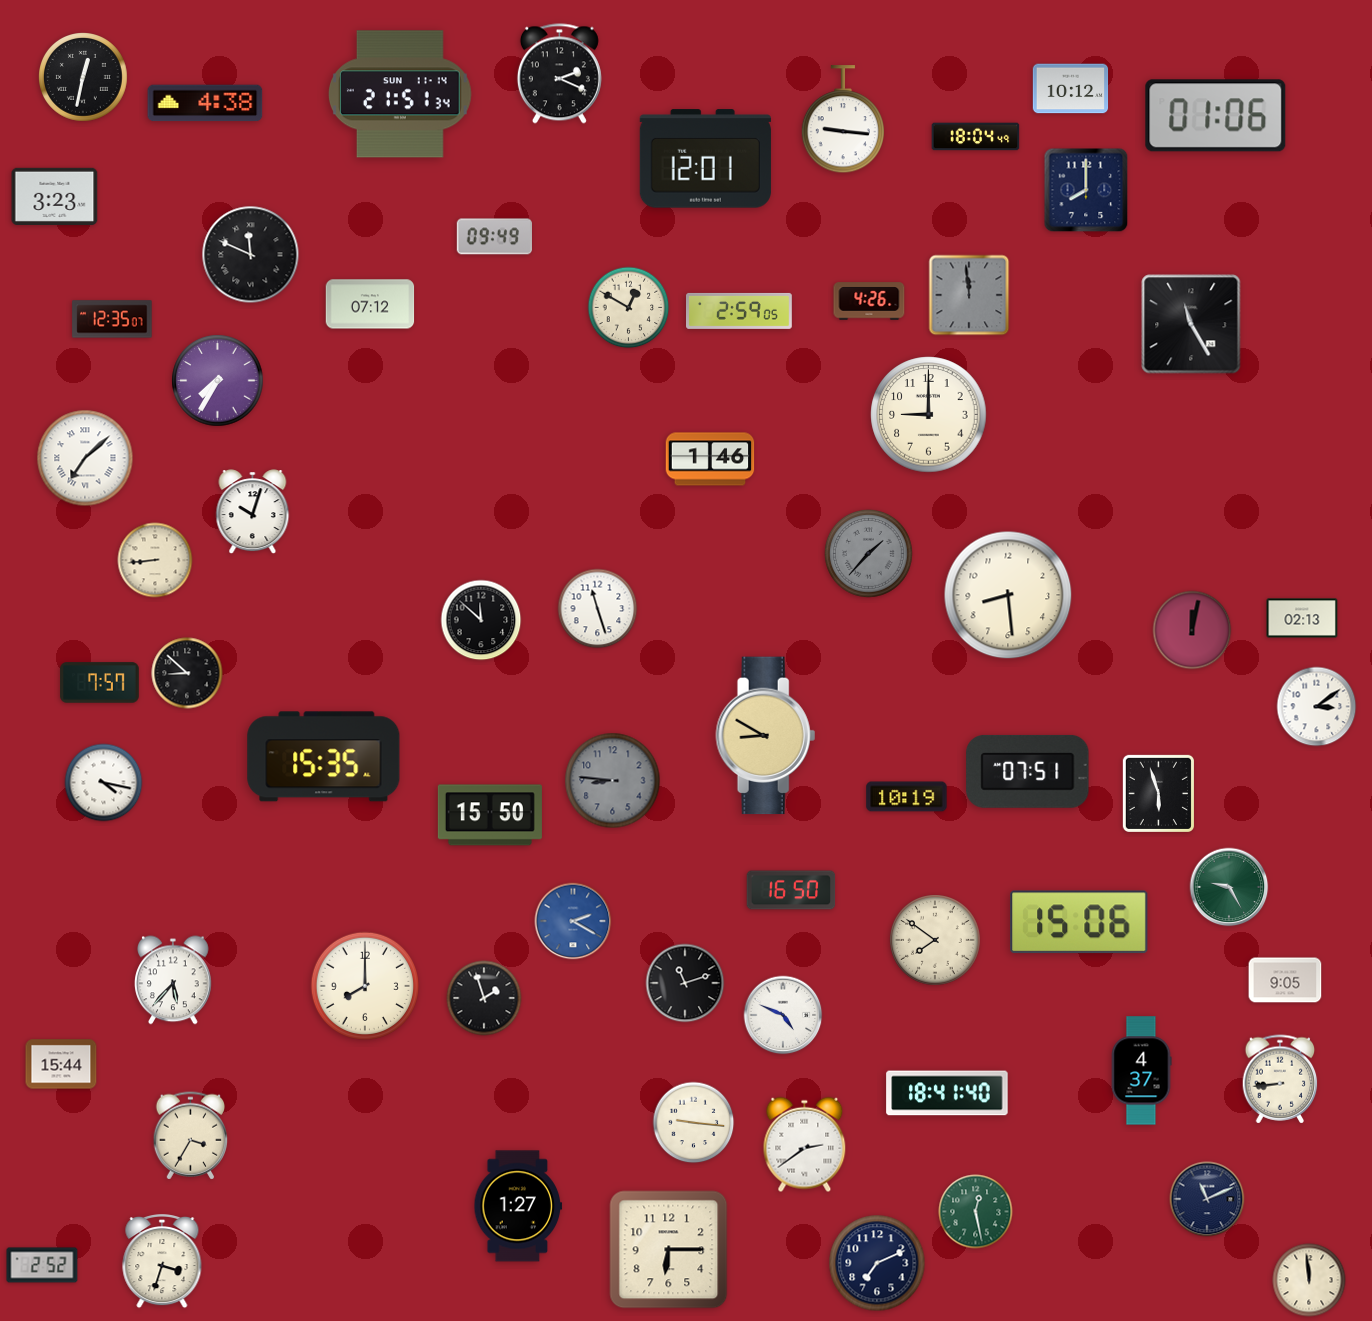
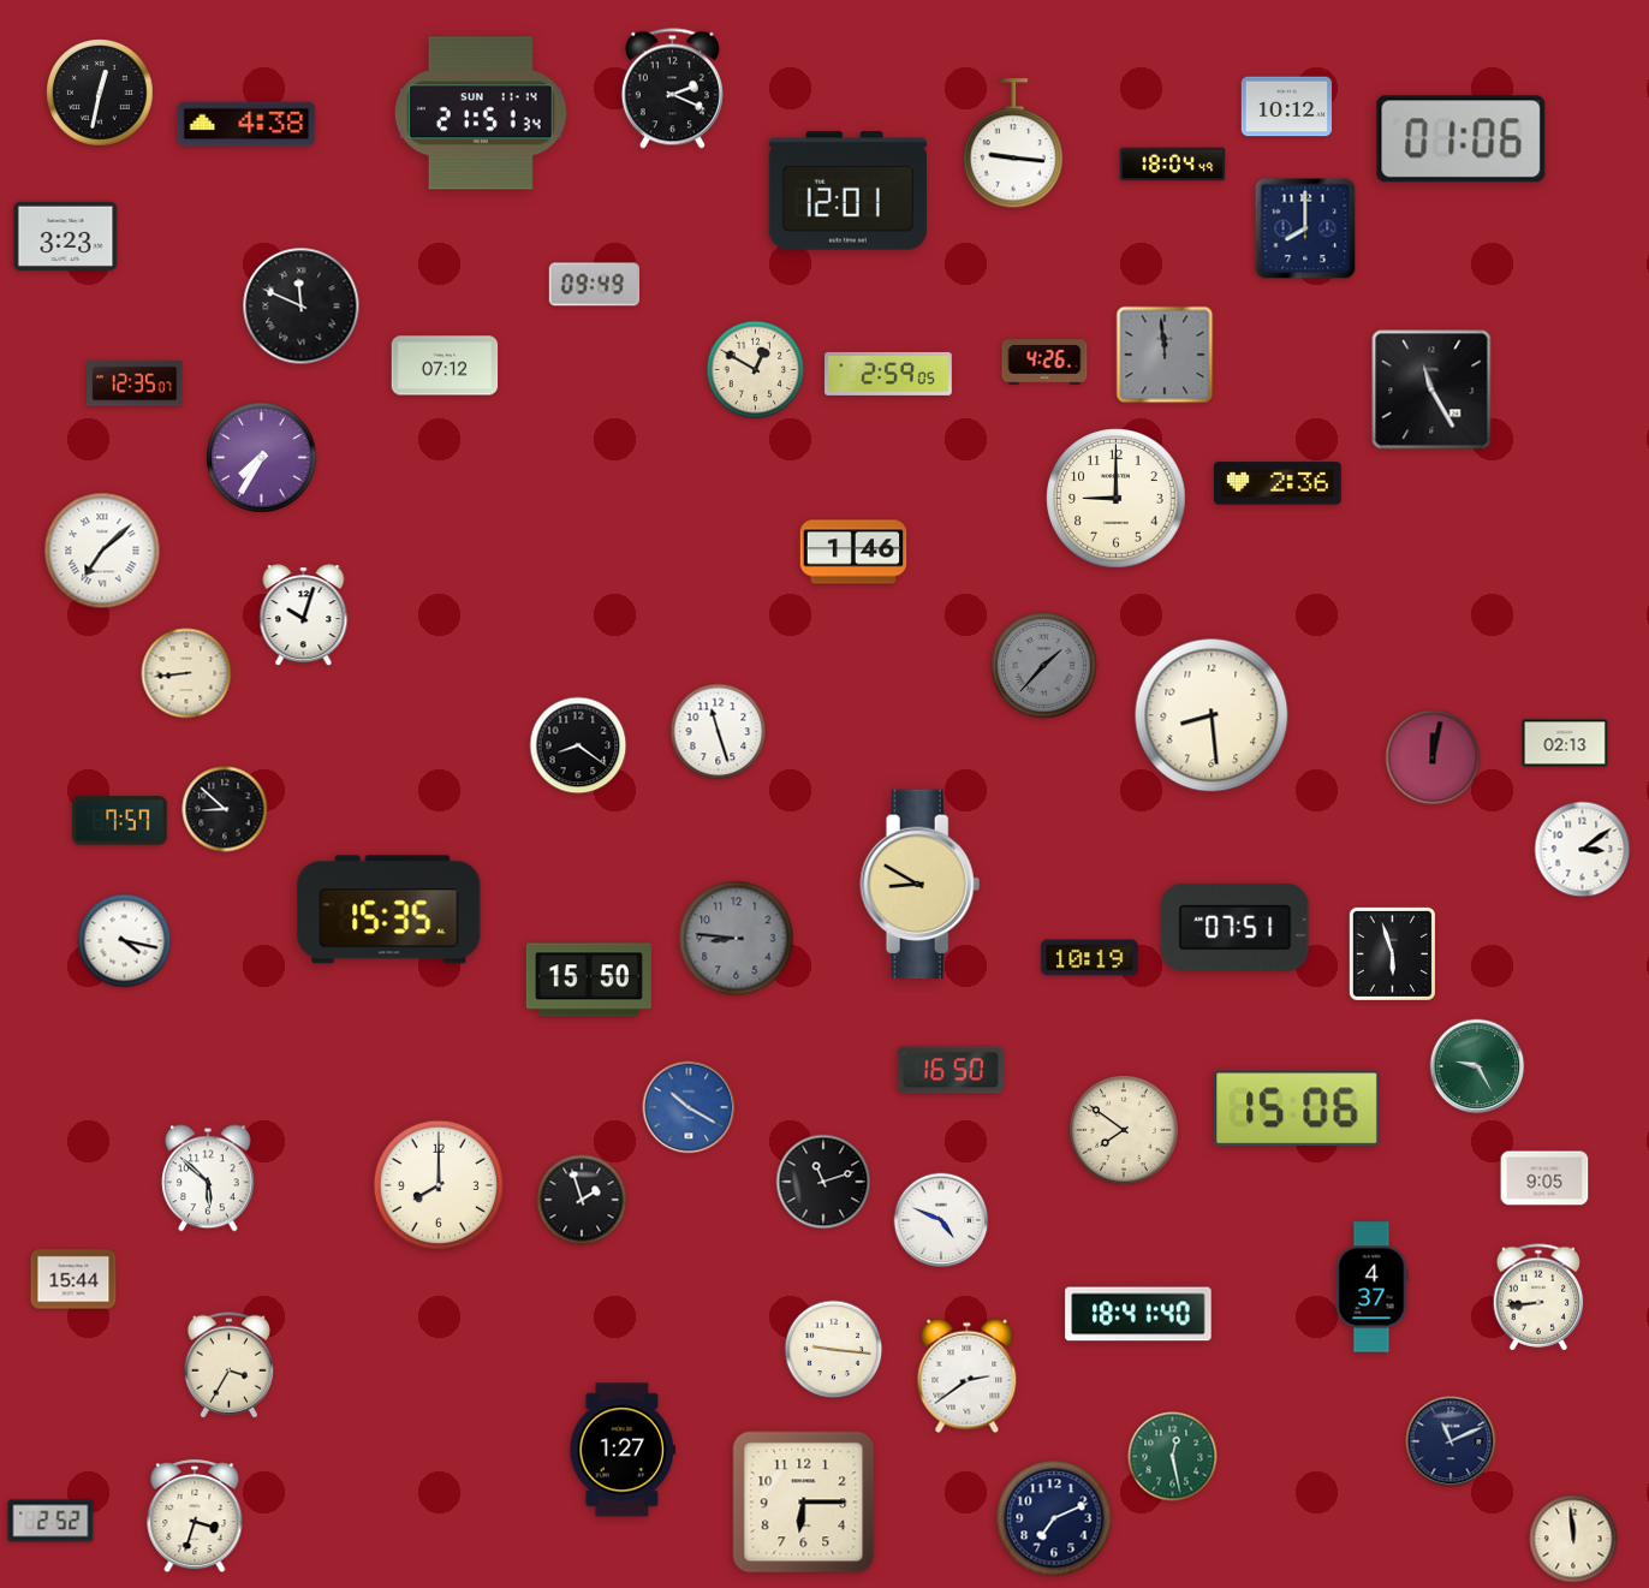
clock at (1278, 483): none -> 2:36
clock at (481, 620): 11:52 -> 8:21
clock at (573, 921): 2:20 -> 10:20
clock at (174, 980): 5:37 -> 5:52
